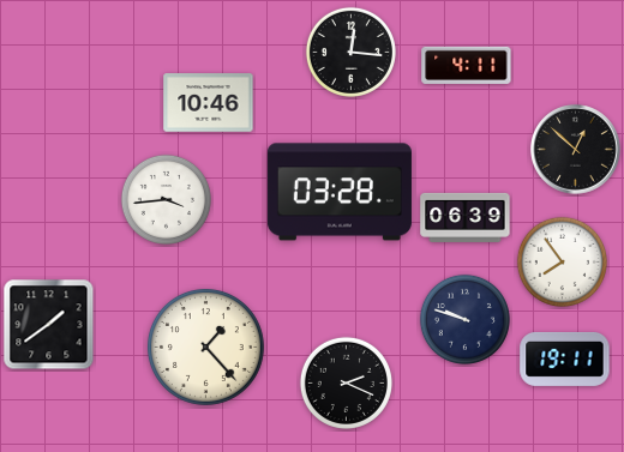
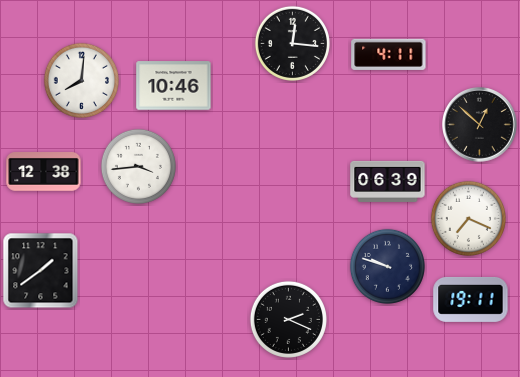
clock at (81, 80): none -> 8:01
clock at (340, 192): 03:28 -> none
clock at (44, 172): none -> 12:38
clock at (562, 261): 7:54 -> 7:19
clock at (205, 346): 1:23 -> none
